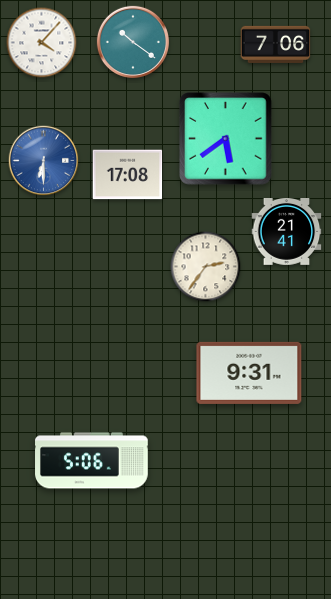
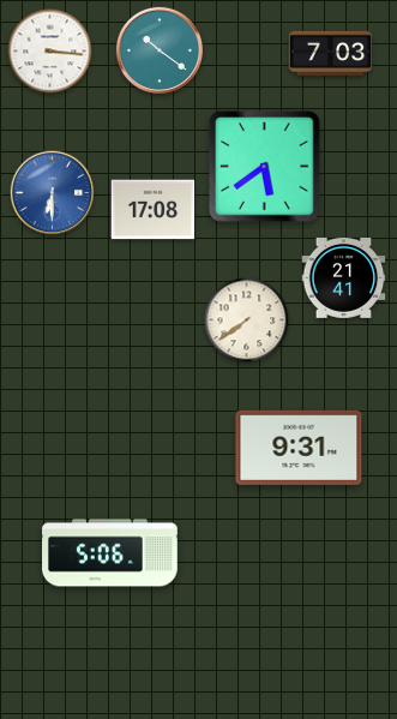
clock at (42, 43): 4:07 -> 3:16
clock at (276, 44): 7:06 -> 7:03
clock at (226, 139) position: (226, 139) -> (265, 167)
clock at (206, 267): 2:36 -> 7:39
